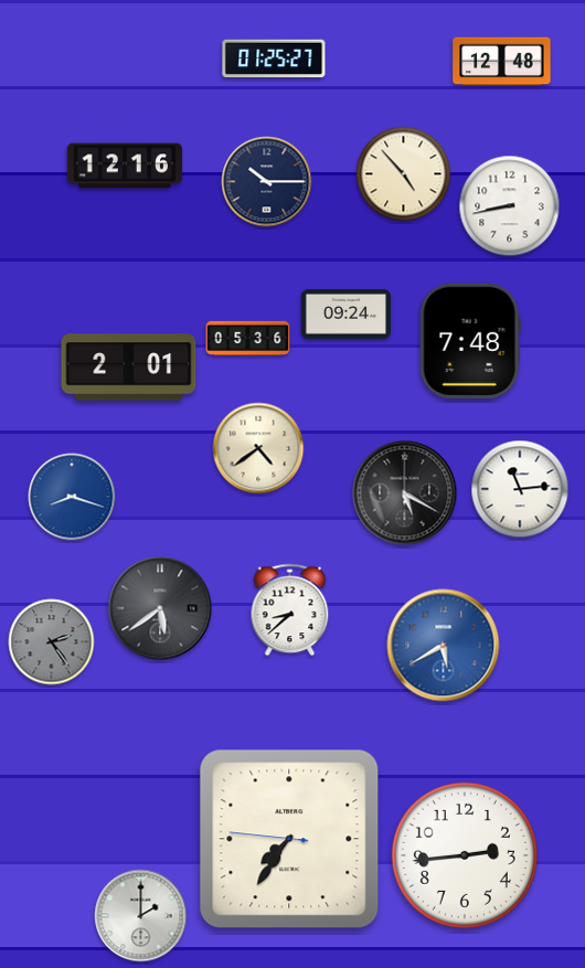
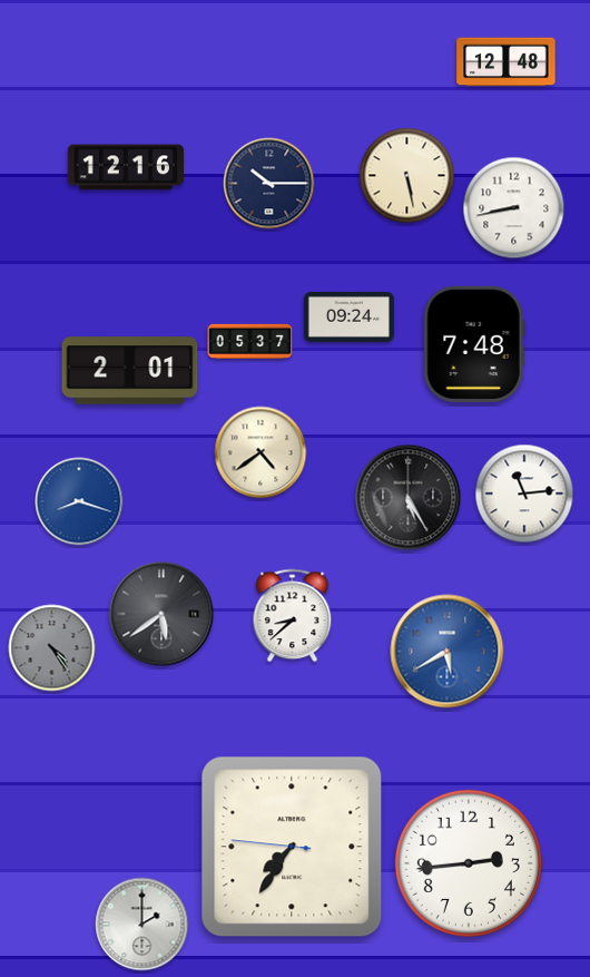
clock at (274, 58): 01:25 -> none
clock at (404, 174): 4:53 -> 5:28
clock at (248, 338): 05:36 -> 05:37
clock at (405, 493): 5:20 -> 5:25
clock at (72, 497) position: (72, 497) -> (79, 501)
clock at (52, 642): 2:24 -> 4:24
